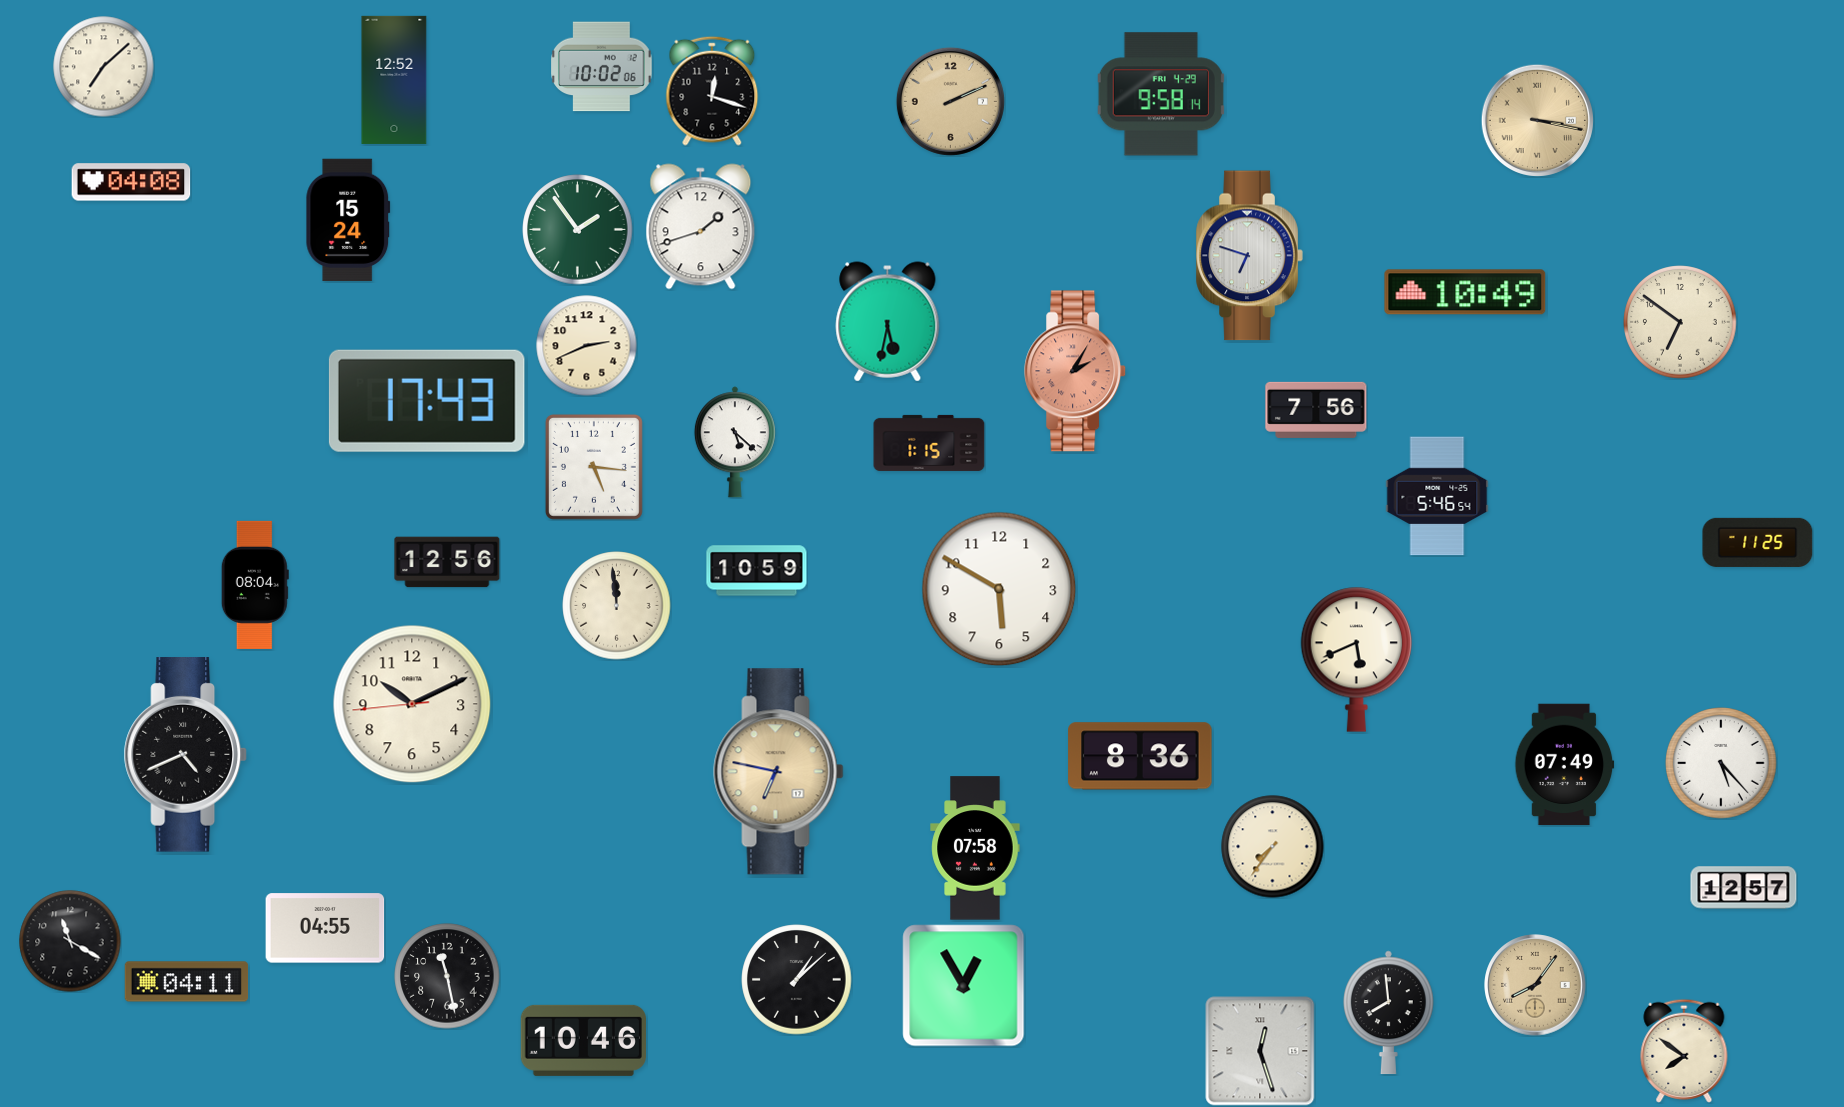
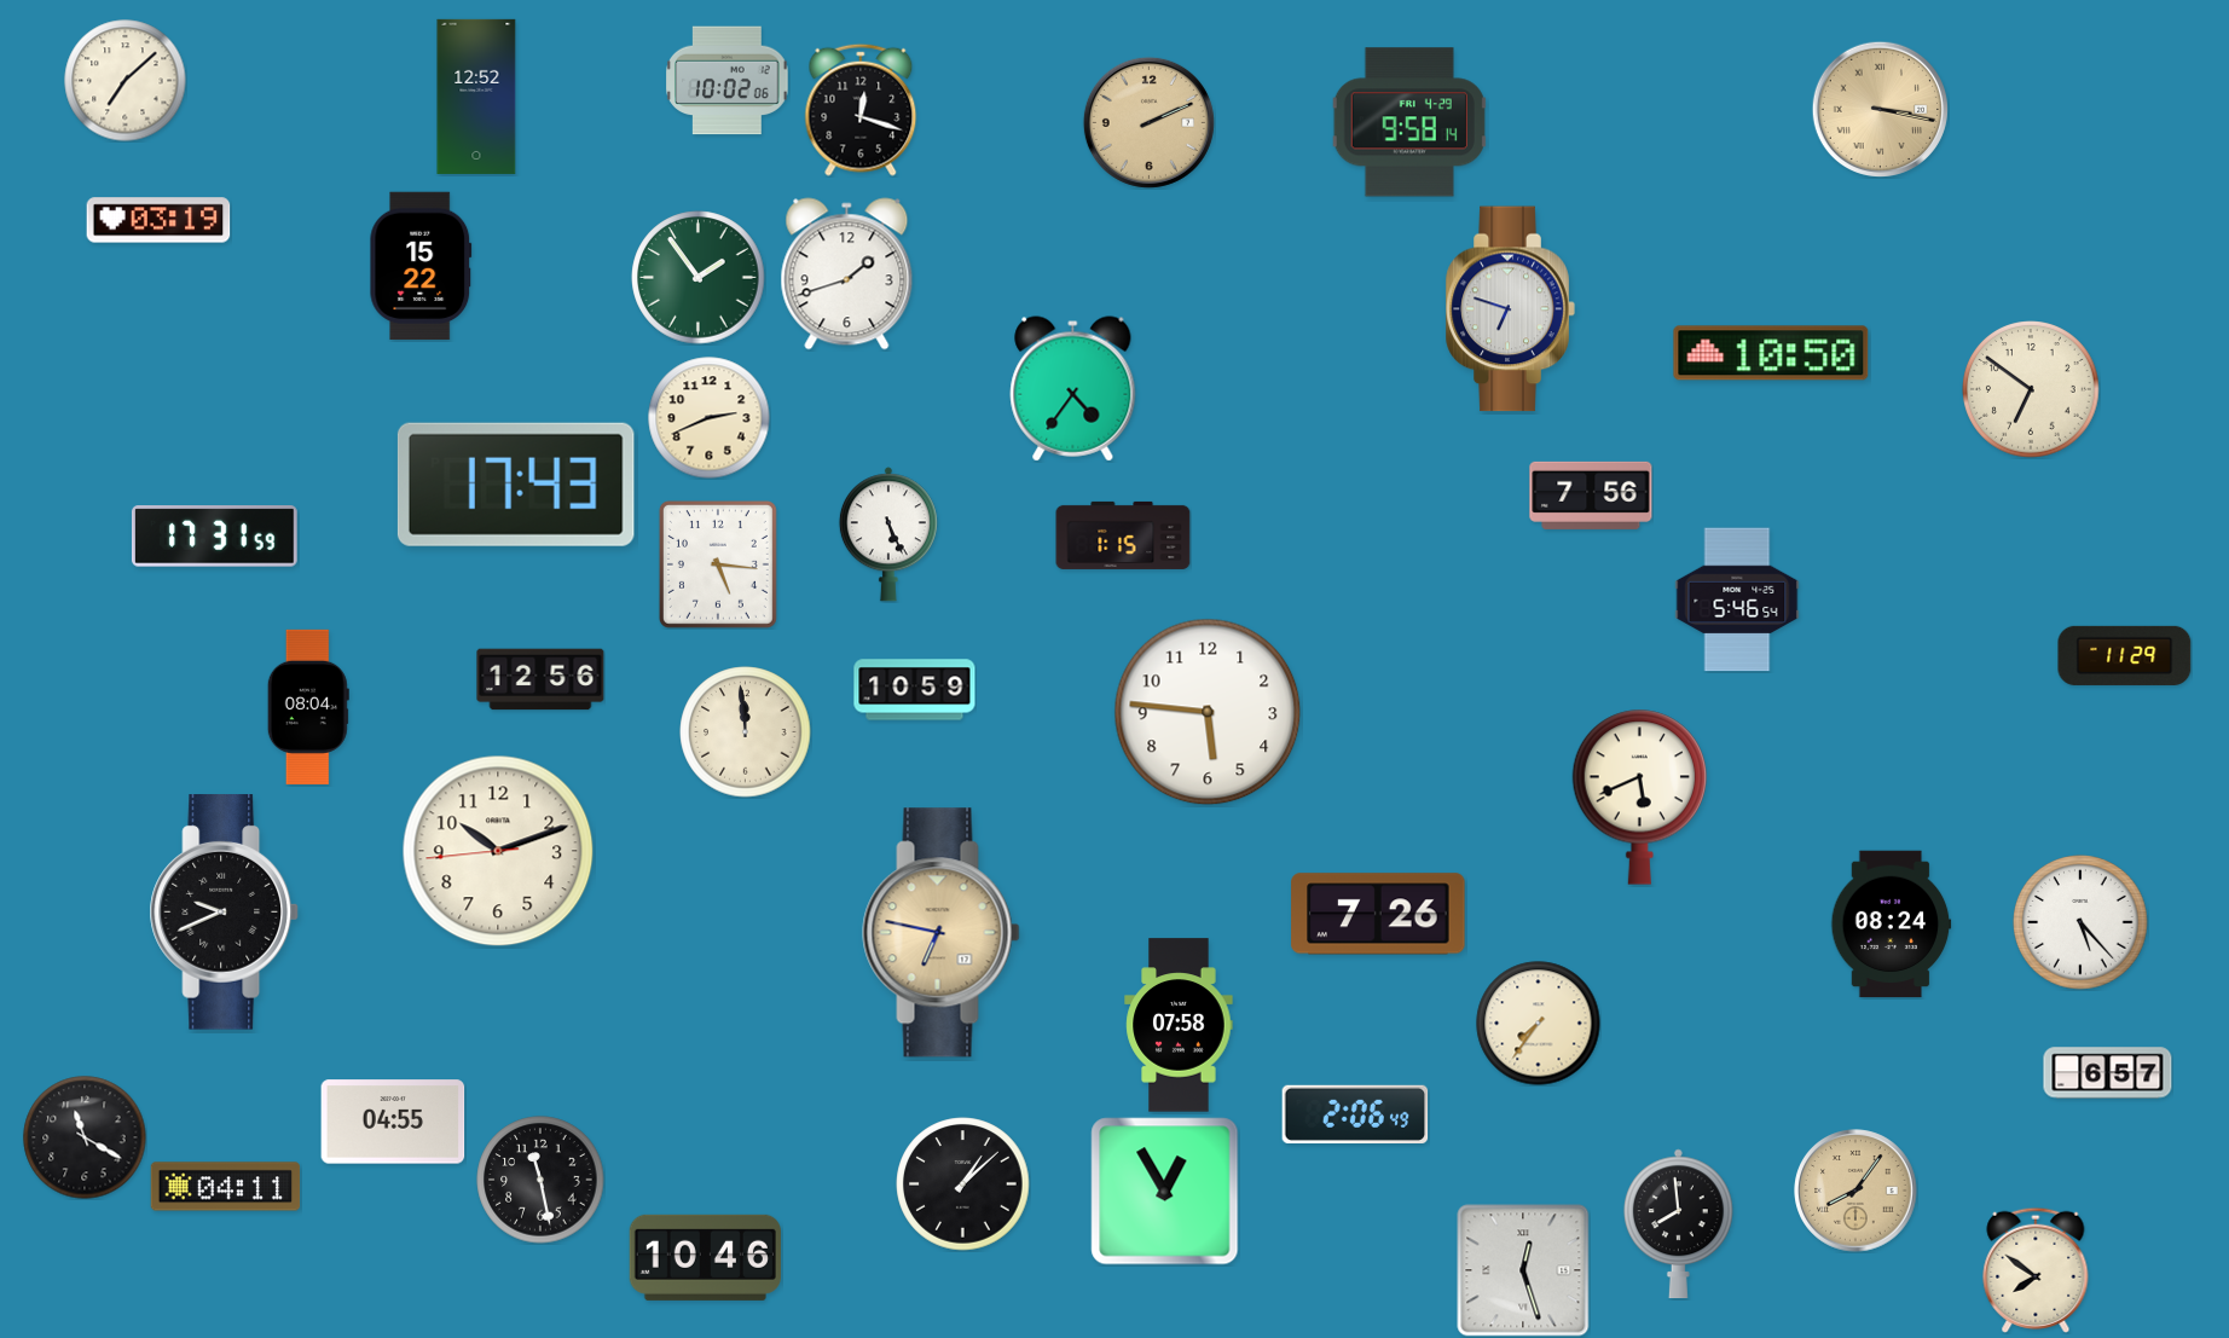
clock at (1161, 94) position: (1161, 94) -> (1409, 122)
clock at (1537, 120) position: (1537, 120) -> (1880, 109)
clock at (131, 182): 04:08 -> 03:19
clock at (348, 220): 15:24 -> 15:22
clock at (1465, 292): 10:49 -> 10:50
clock at (888, 322): 5:32 -> 4:36
clock at (1076, 371): 2:05 -> none
clock at (735, 442): 5:22 -> 5:26
clock at (214, 537): none -> 17:31
clock at (1758, 542): 11:25 -> 11:29
clock at (999, 589): 5:50 -> 5:46
clock at (412, 704): 10:10 -> 10:11
clock at (185, 755): 4:41 -> 9:41
clock at (1140, 756): 8:36 -> 7:26
clock at (1565, 765): 07:49 -> 08:24
clock at (1744, 888): 12:57 -> 6:57
clock at (1355, 1114): none -> 2:06
